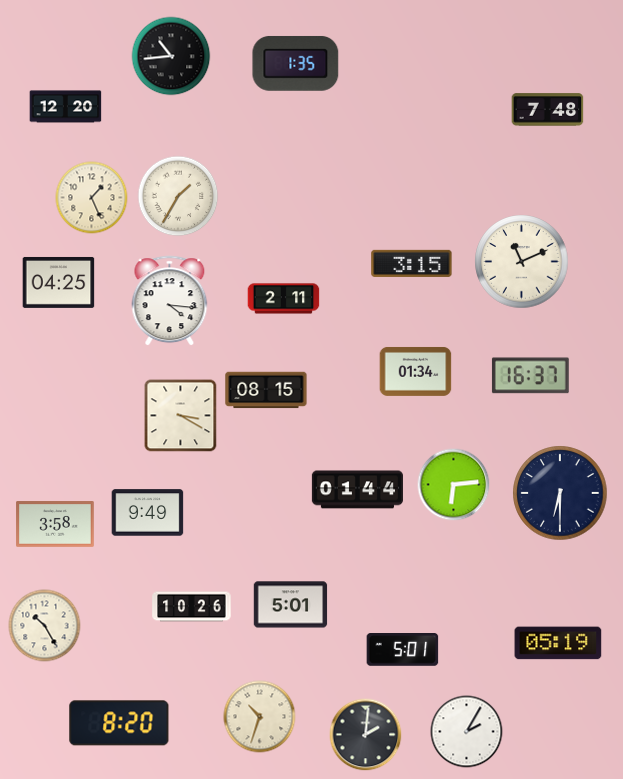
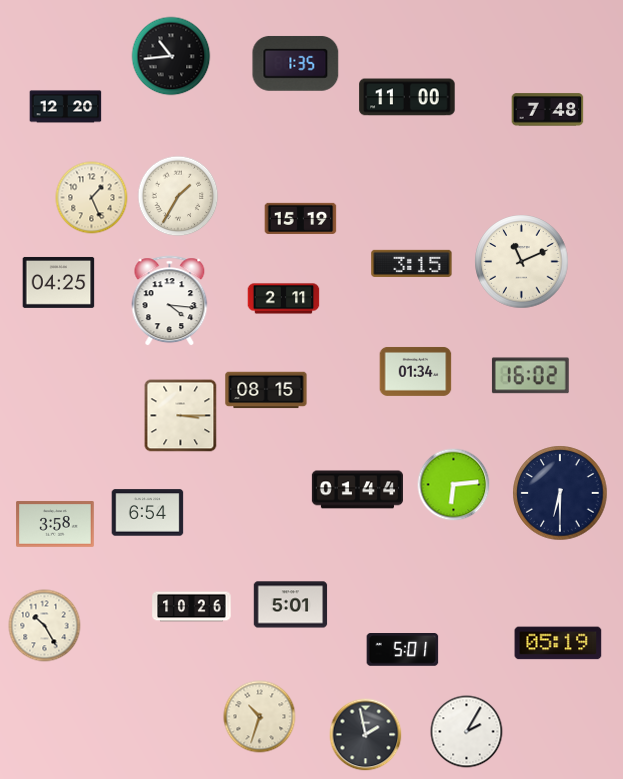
clock at (407, 97): none -> 11:00
clock at (301, 218): none -> 15:19
clock at (530, 376): 16:37 -> 16:02
clock at (181, 416): 3:20 -> 3:15
clock at (148, 513): 9:49 -> 6:54
clock at (119, 723): 8:20 -> none
clock at (366, 735): 2:01 -> 1:58
